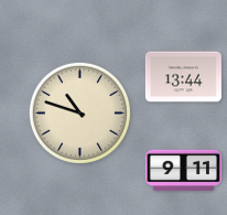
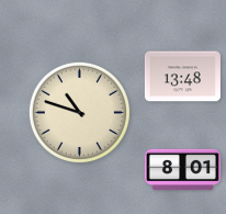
clock at (183, 77): 13:44 -> 13:48
clock at (183, 171): 9:11 -> 8:01
